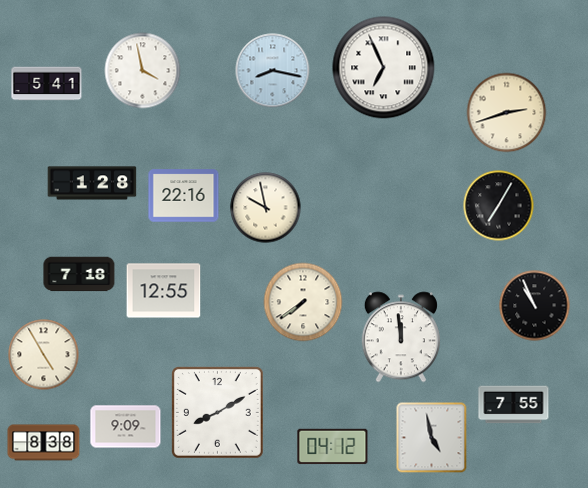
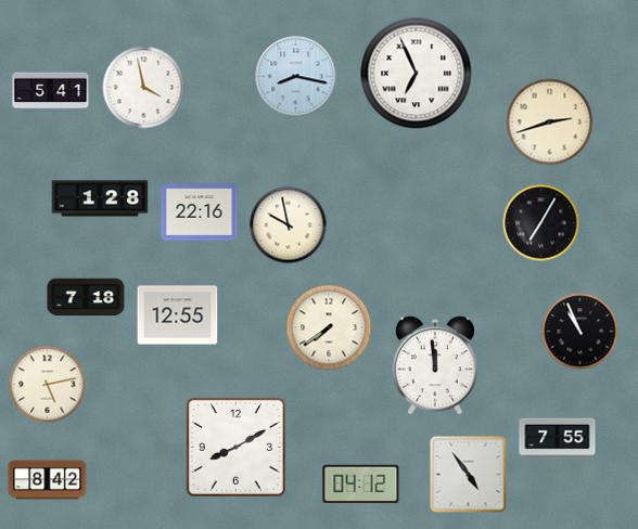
clock at (143, 71) position: (143, 71) -> (144, 88)
clock at (44, 355): 4:55 -> 5:13
clock at (126, 427): 9:09 -> none
clock at (432, 438): 4:58 -> 4:54
clock at (44, 443): 8:38 -> 8:42
